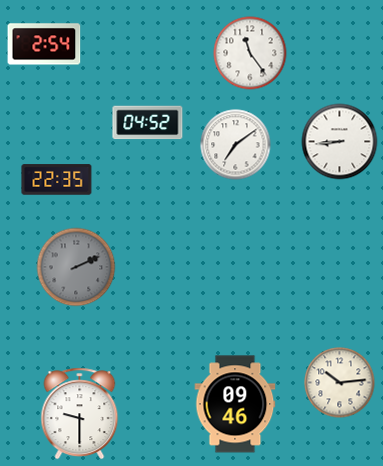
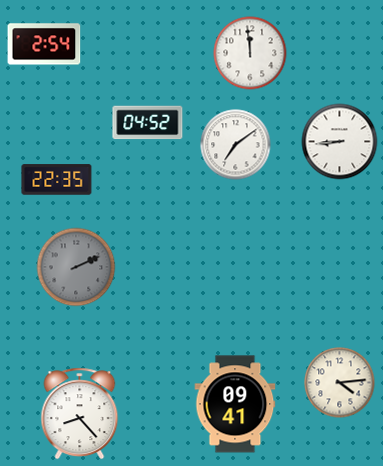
clock at (250, 53): 11:24 -> 11:59
clock at (340, 383): 10:14 -> 4:14
clock at (235, 404): 09:46 -> 09:41
clock at (80, 414): 9:30 -> 8:23
